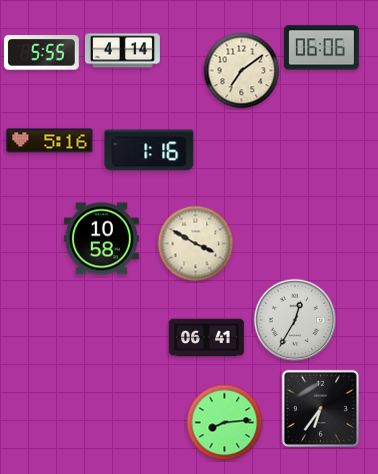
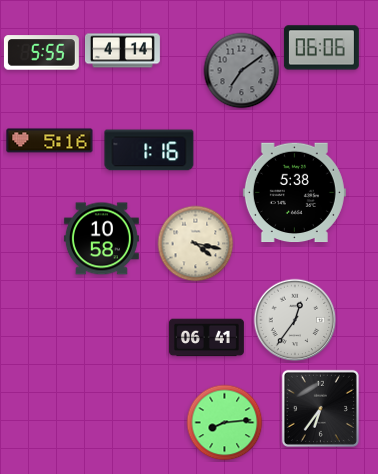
clock at (242, 71) dial: cream -> grey
clock at (294, 193): none -> 5:38
clock at (196, 244): 3:50 -> 4:17
clock at (295, 320): 12:35 -> 12:36
